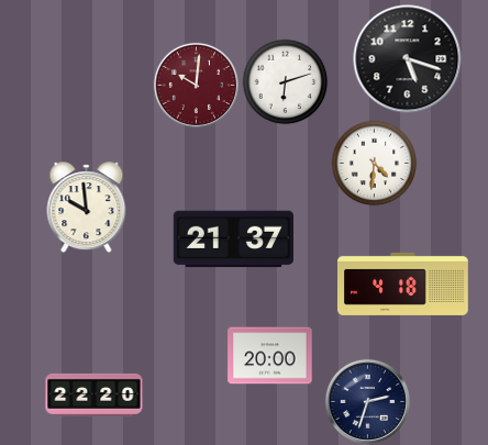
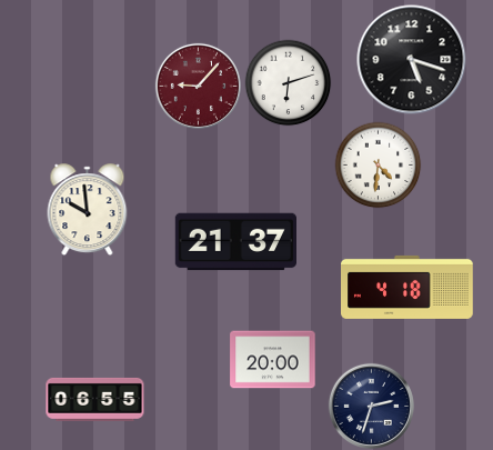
clock at (196, 85): 10:01 -> 9:07
clock at (95, 394): 22:20 -> 06:55
